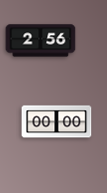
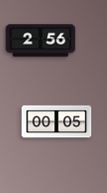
clock at (57, 122): 00:00 -> 00:05
